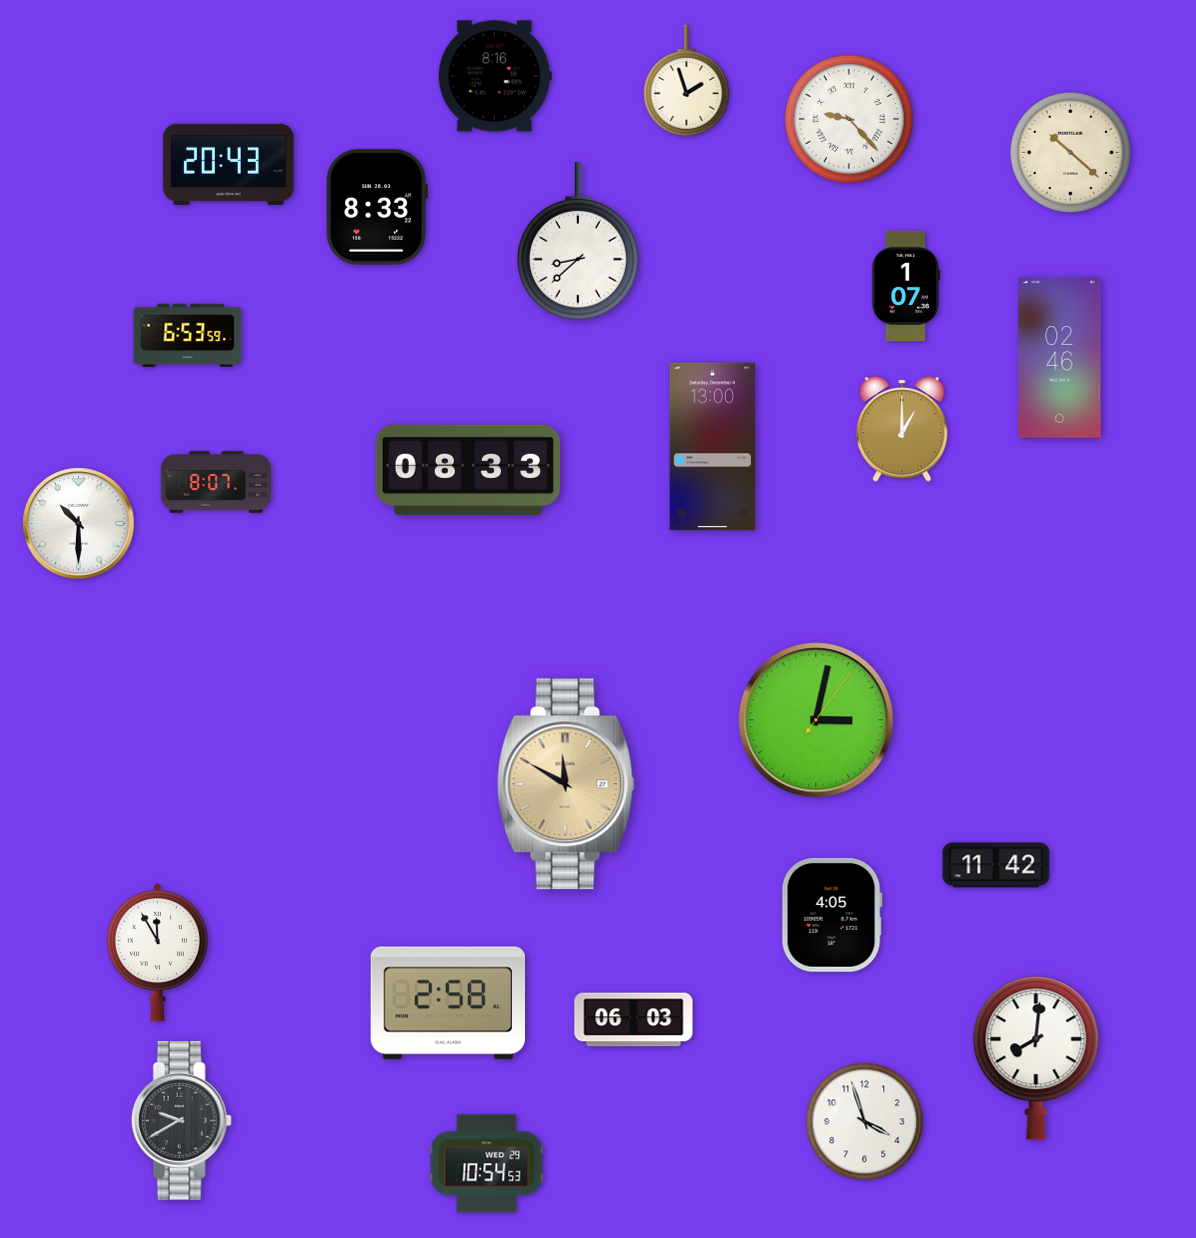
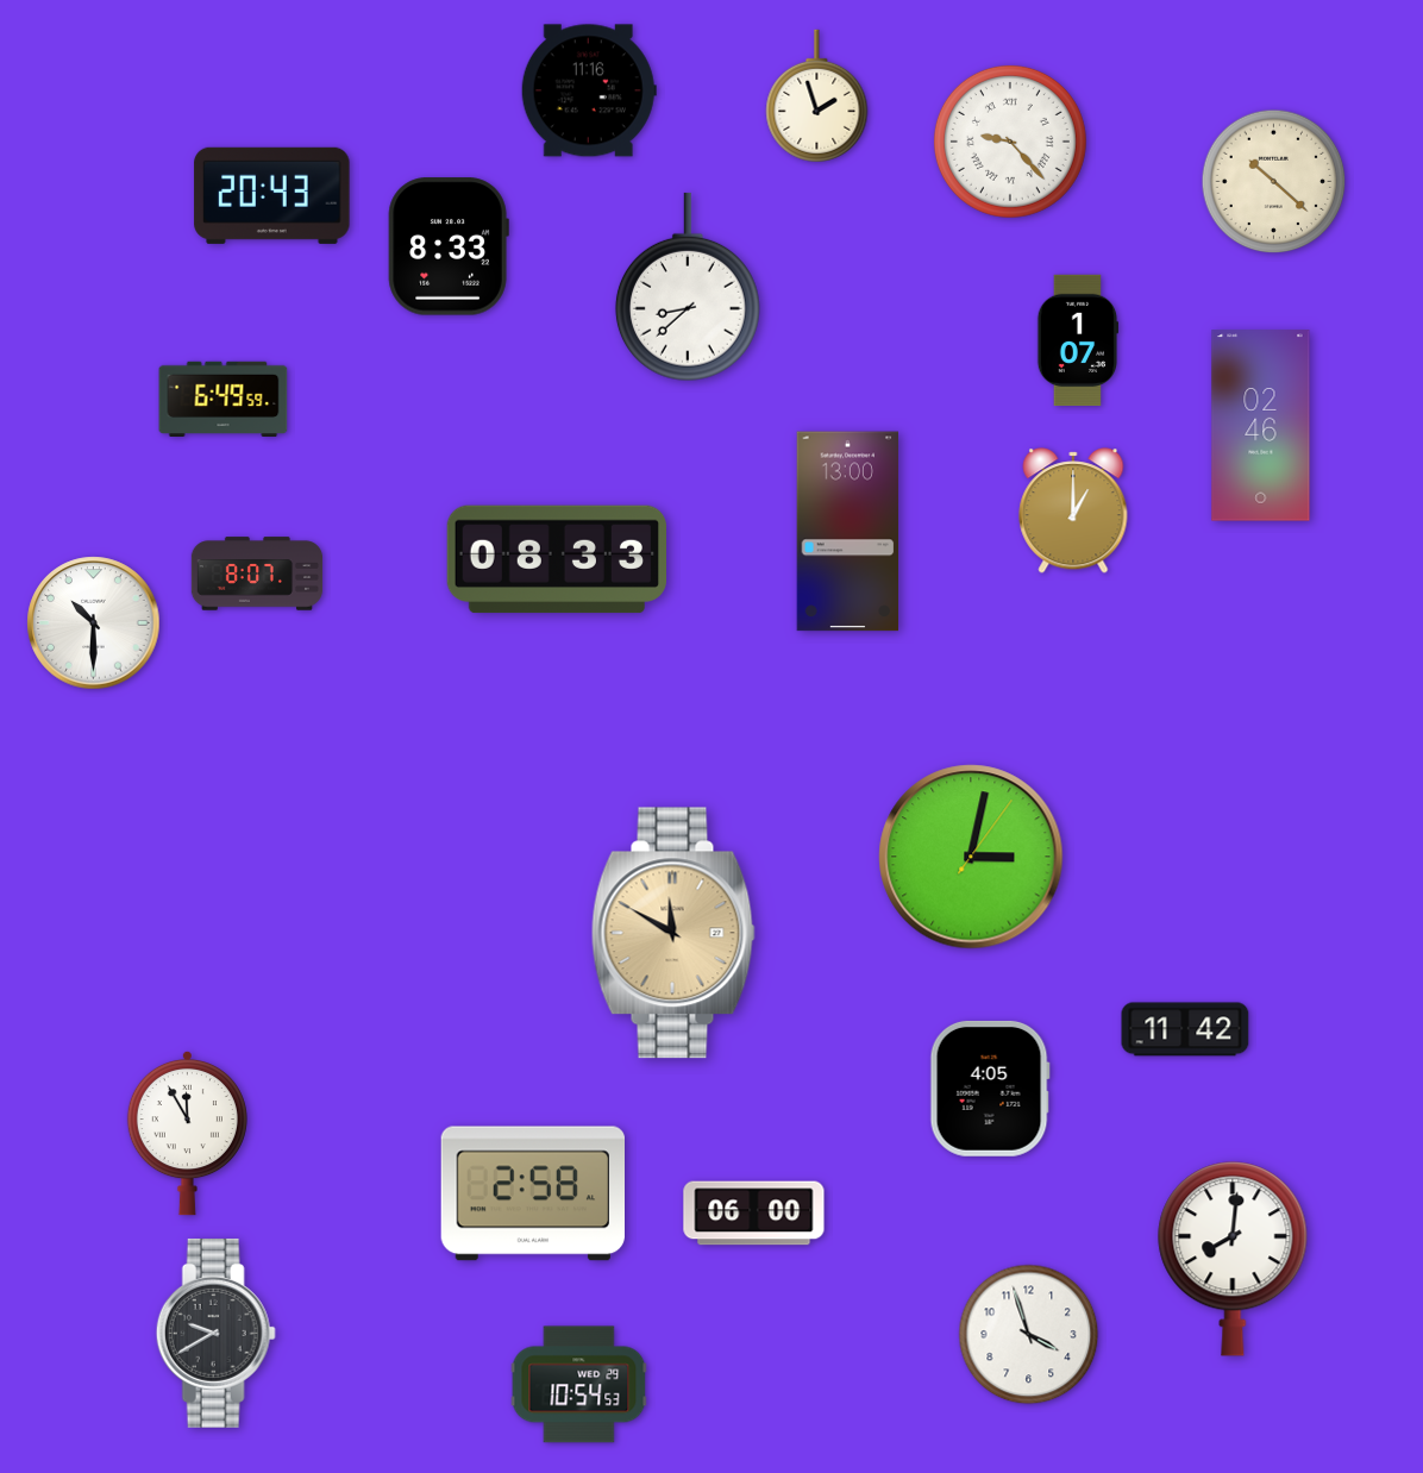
clock at (495, 76): 8:16 -> 11:16
clock at (188, 335): 6:53 -> 6:49
clock at (634, 1020): 06:03 -> 06:00
